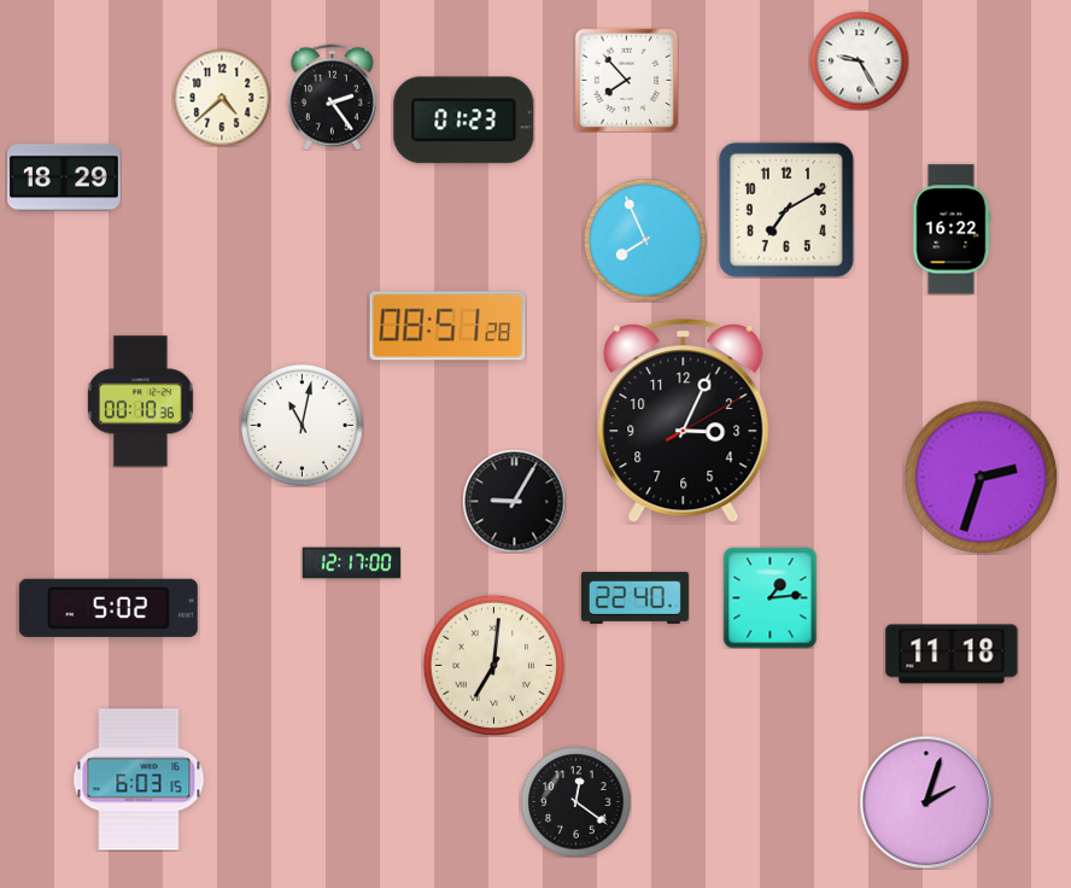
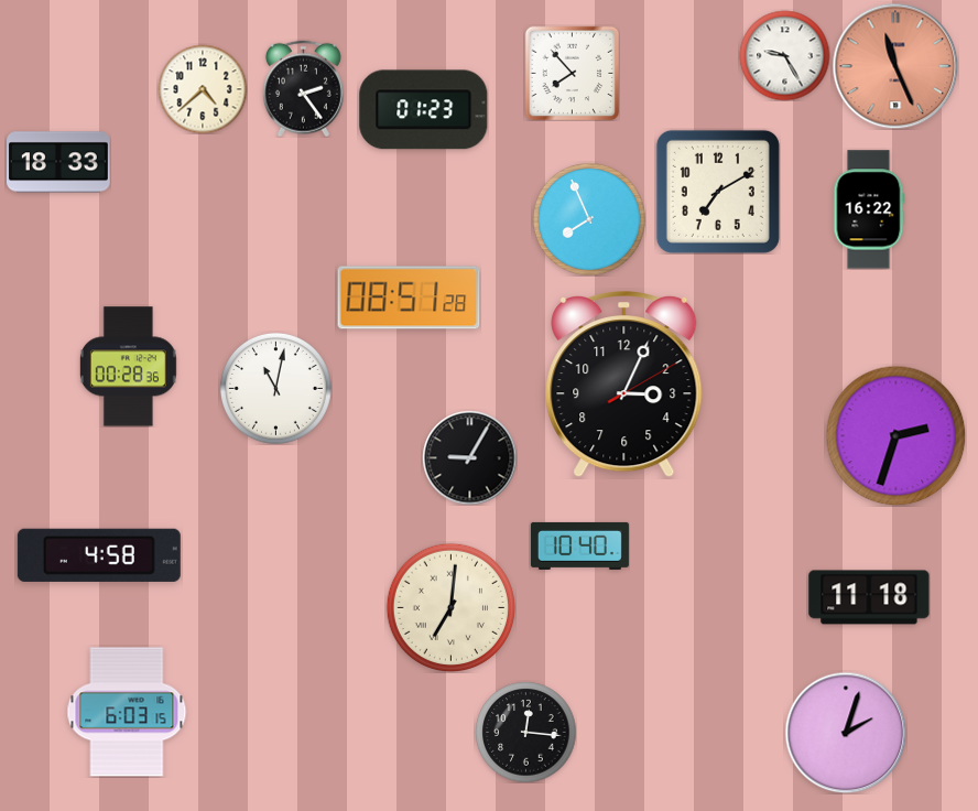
clock at (895, 66): none -> 11:26
clock at (65, 177): 18:29 -> 18:33
clock at (140, 402): 00:10 -> 00:28
clock at (351, 563): 12:17 -> none
clock at (634, 597): 22:40 -> 10:40
clock at (771, 597): 1:14 -> none
clock at (109, 608): 5:02 -> 4:58
clock at (575, 801): 12:21 -> 12:16
